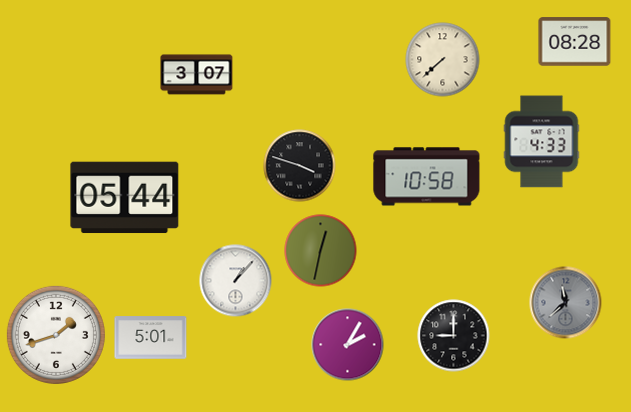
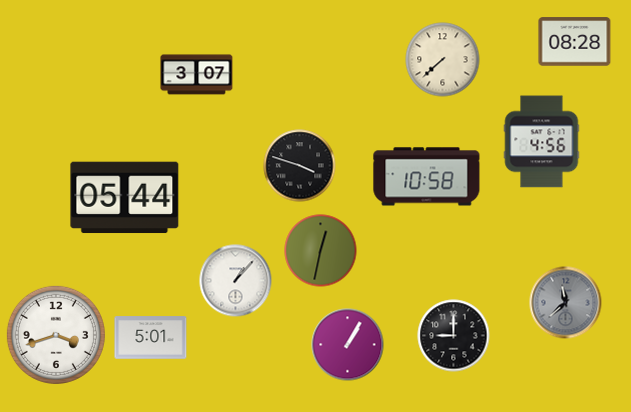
clock at (542, 142): 4:33 -> 4:56
clock at (56, 335): 1:42 -> 3:42
clock at (348, 345): 2:05 -> 1:05
